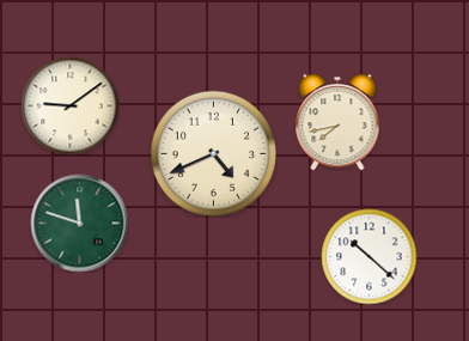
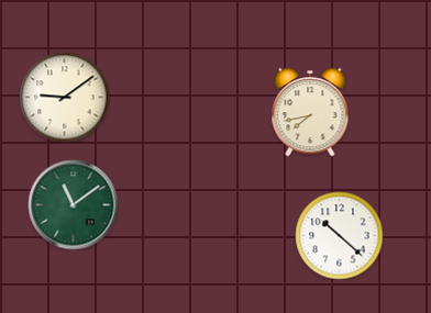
clock at (213, 153): 4:41 -> none
clock at (79, 223): 11:48 -> 11:09
